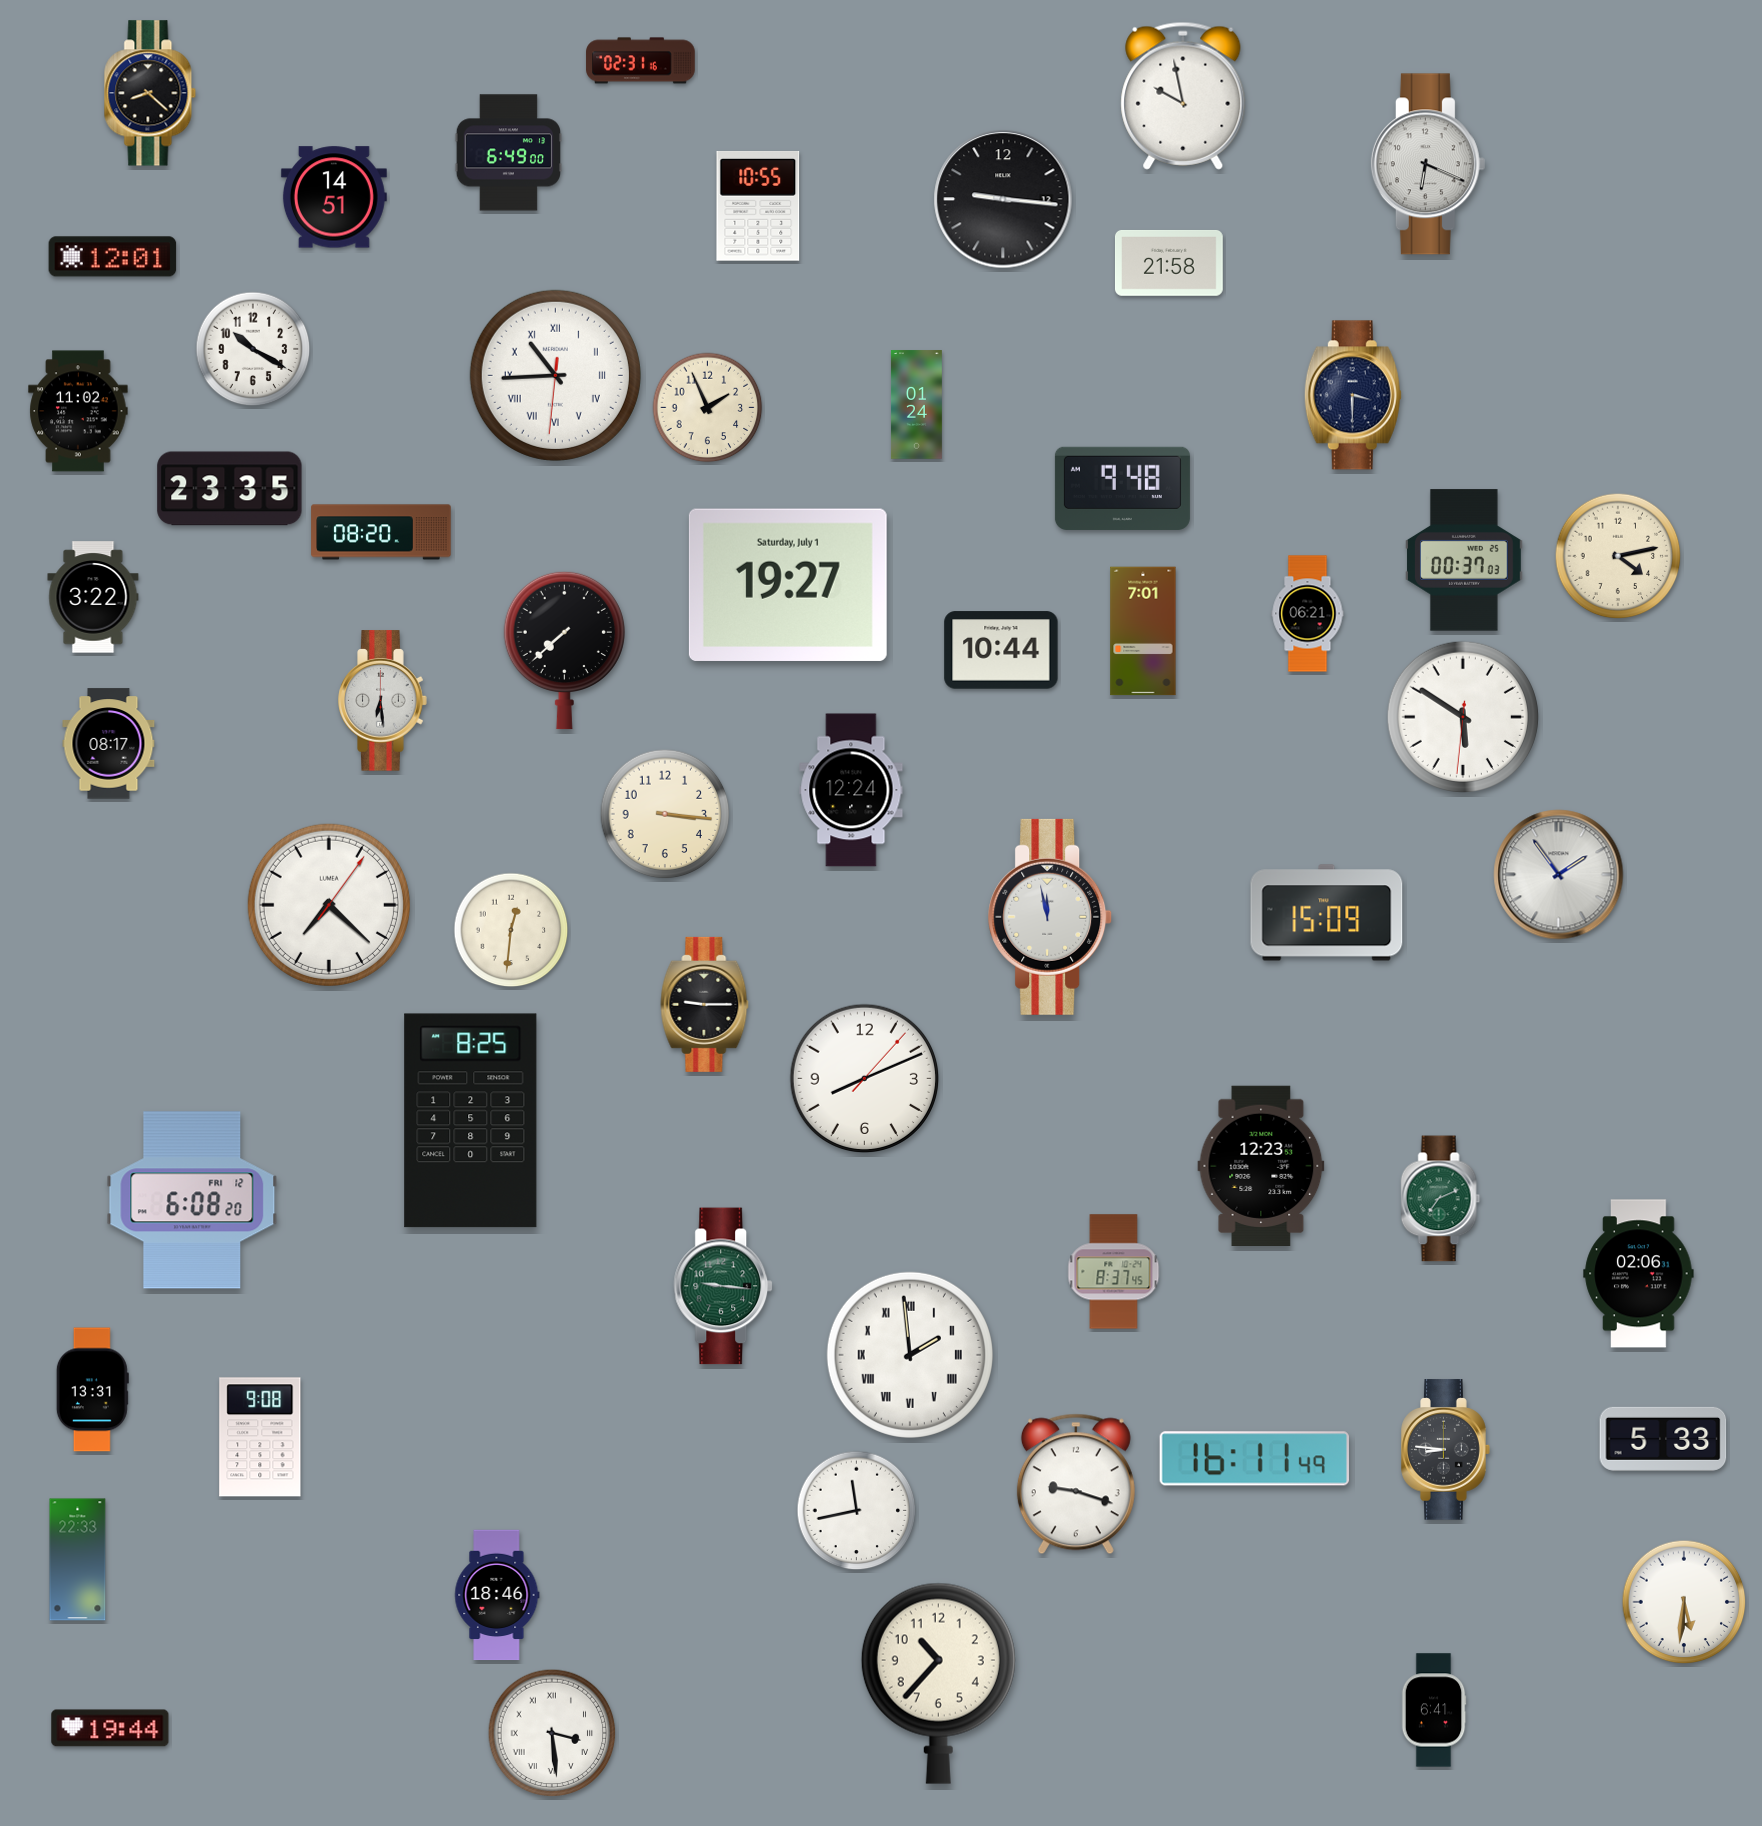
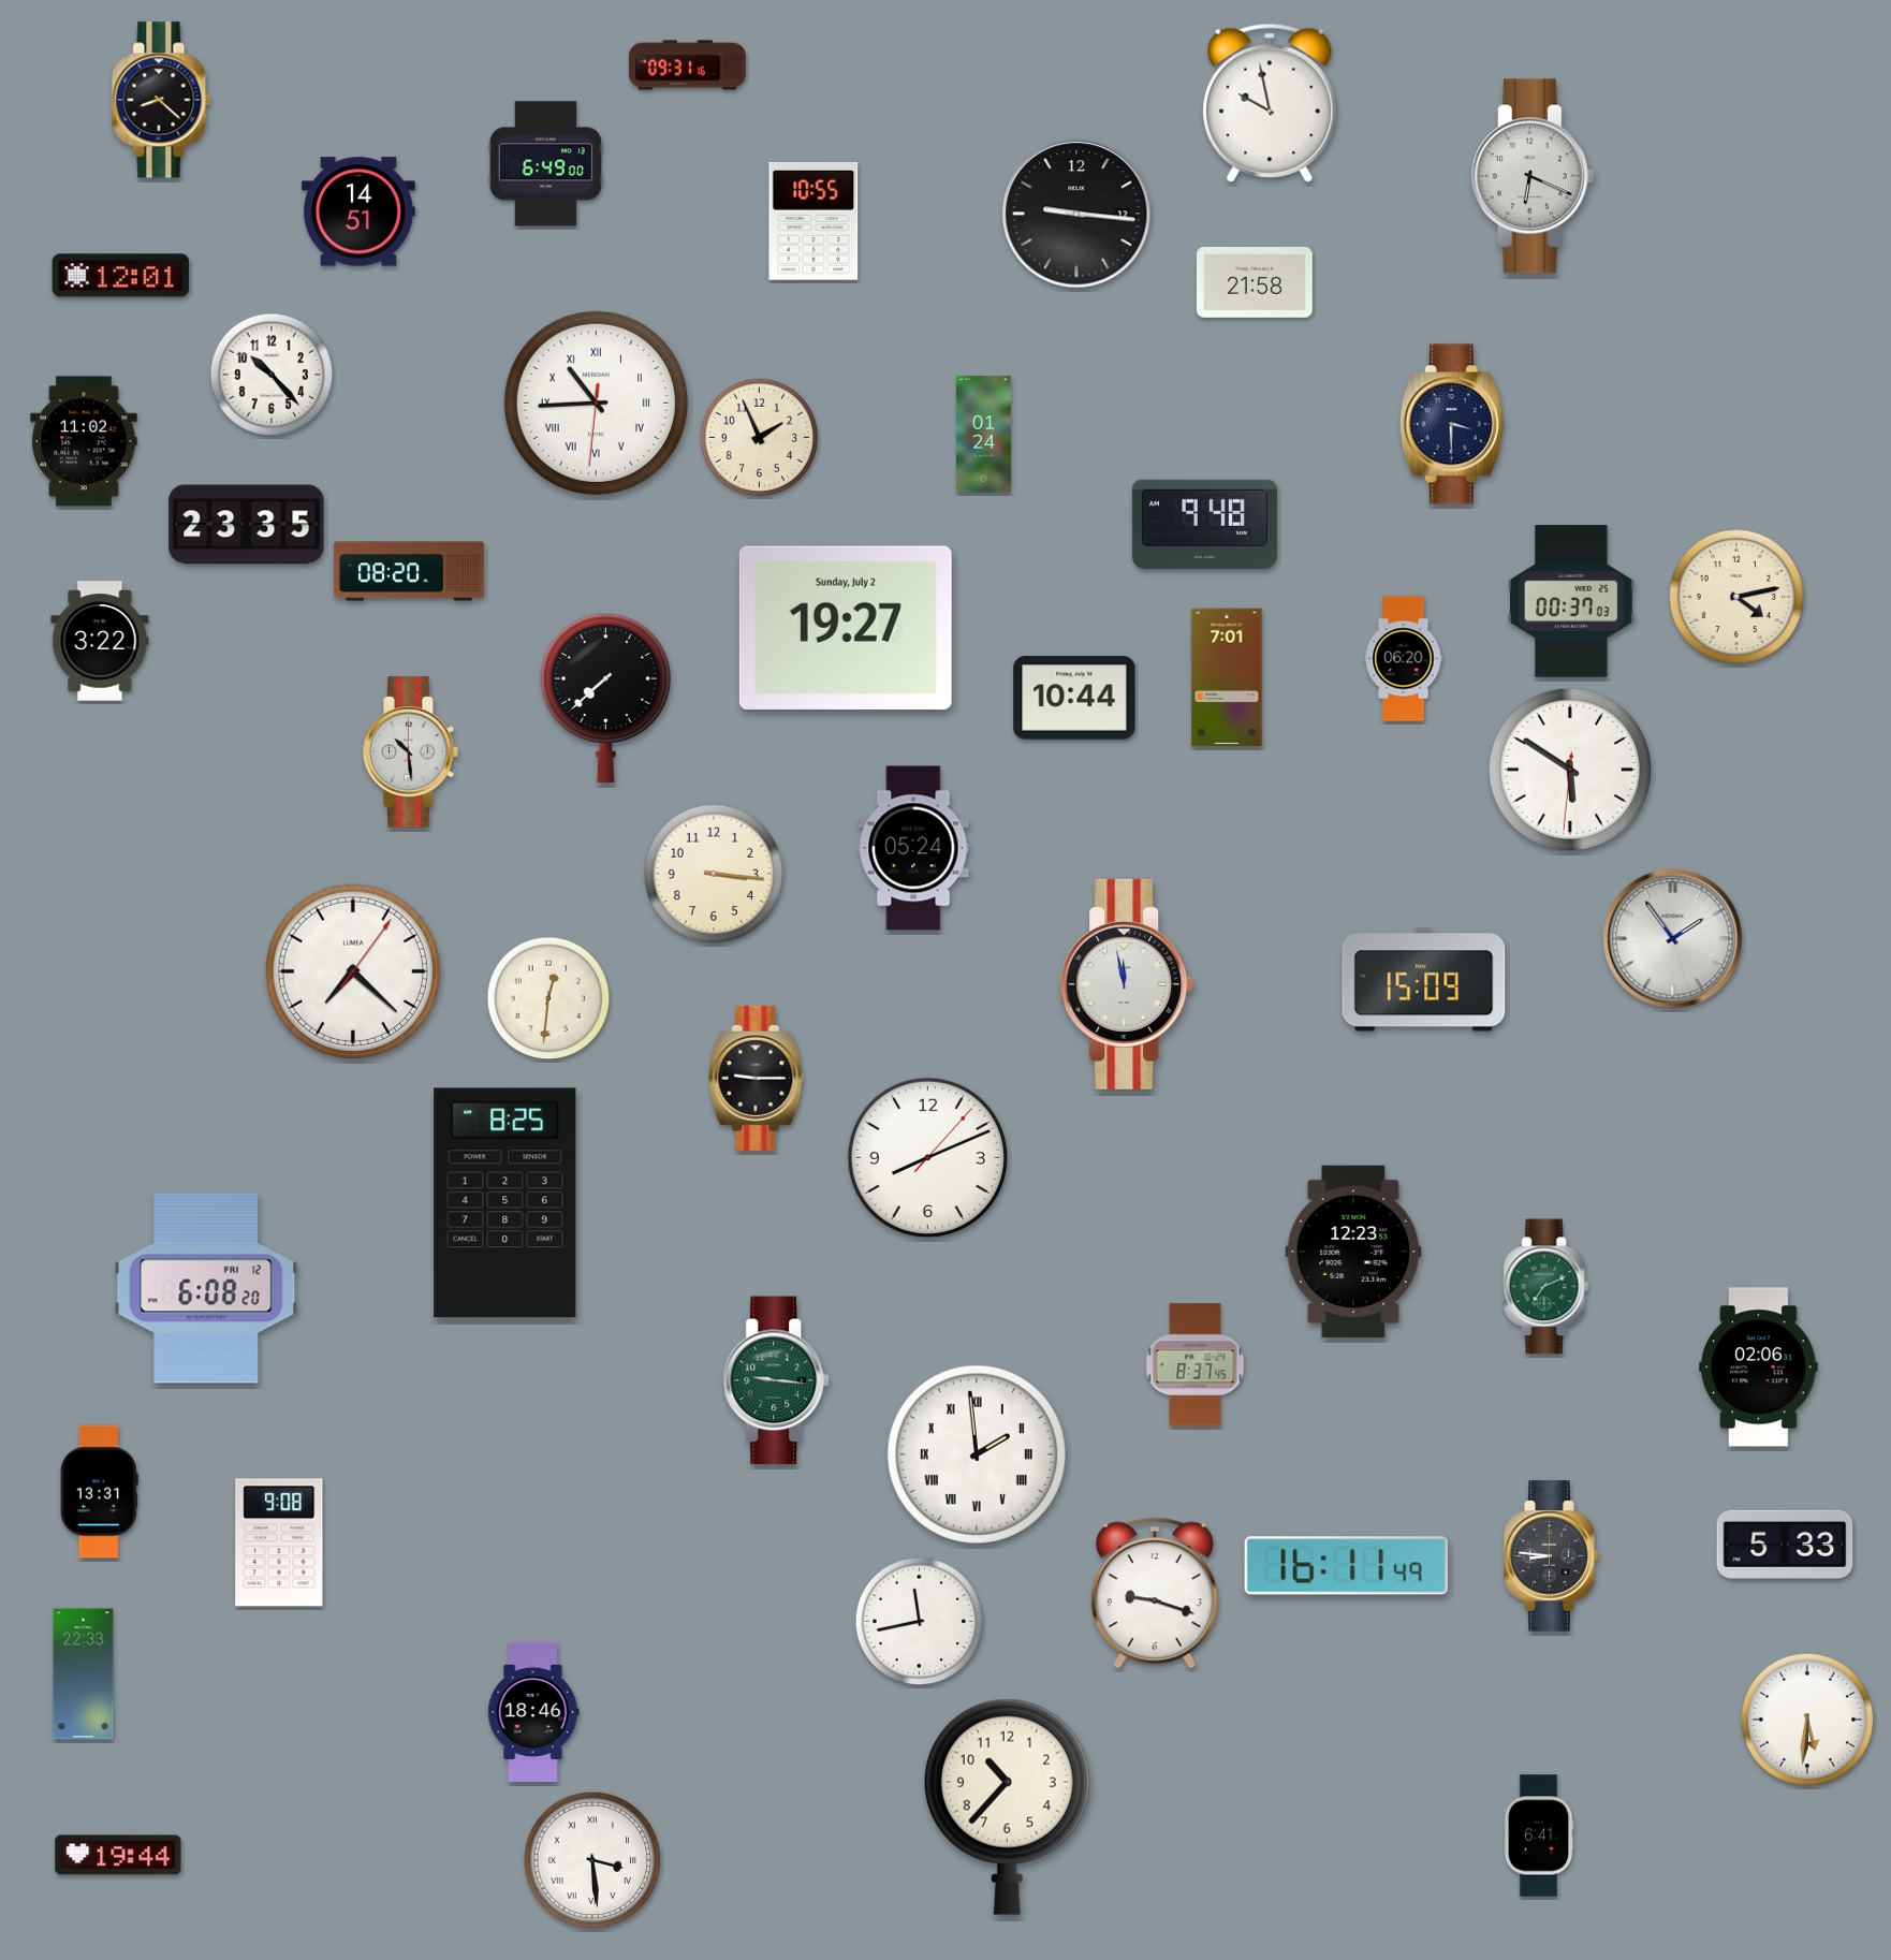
clock at (641, 61): 02:31 -> 09:31
clock at (253, 349): 10:20 -> 10:23
clock at (788, 585) date: Saturday, July 1 -> Sunday, July 2
clock at (1308, 614): 06:21 -> 06:20
clock at (383, 701): 6:29 -> 10:29
clock at (109, 744): 08:17 -> none
clock at (851, 790): 12:24 -> 05:24
